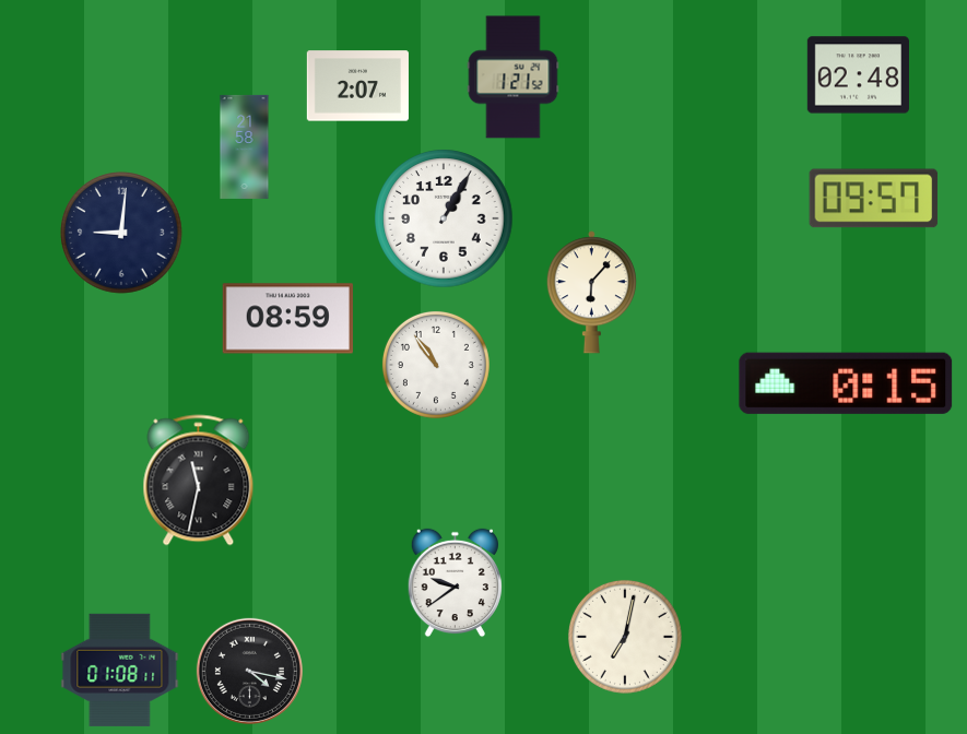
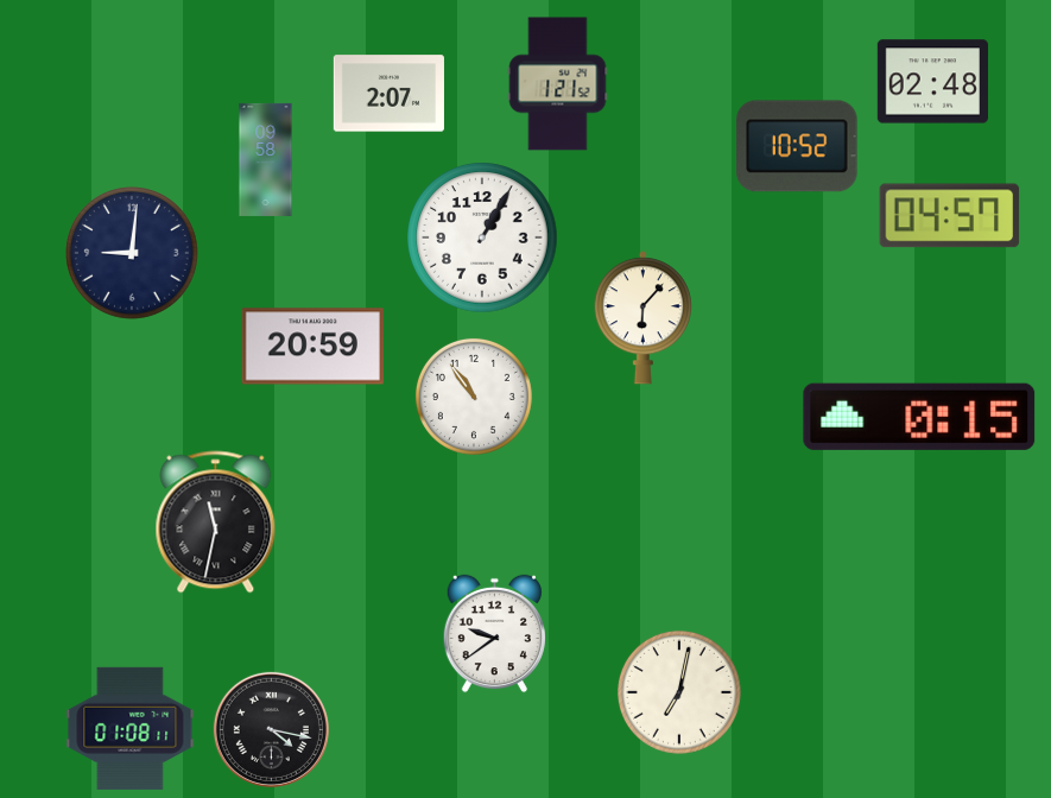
clock at (797, 146): none -> 10:52
clock at (245, 146): 21:58 -> 09:58
clock at (874, 199): 09:57 -> 04:57
clock at (287, 319): 08:59 -> 20:59
